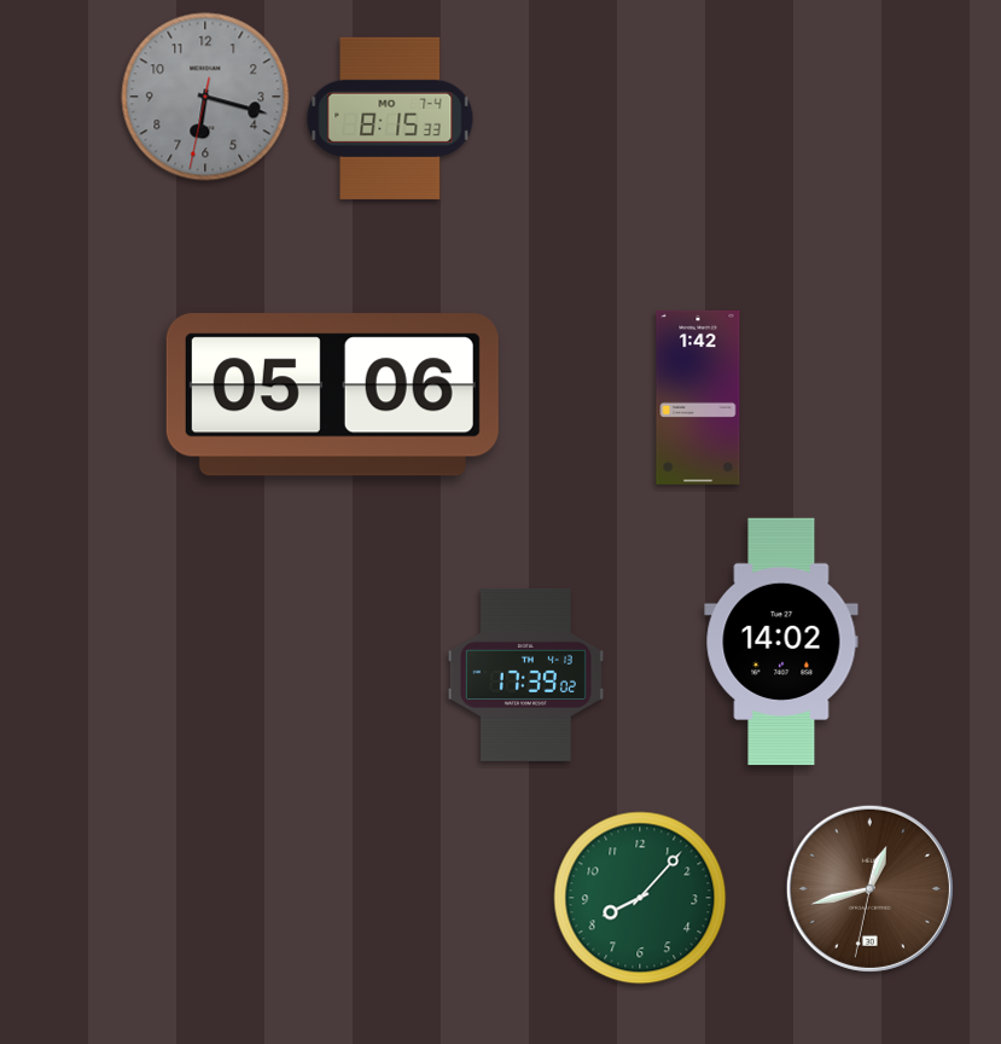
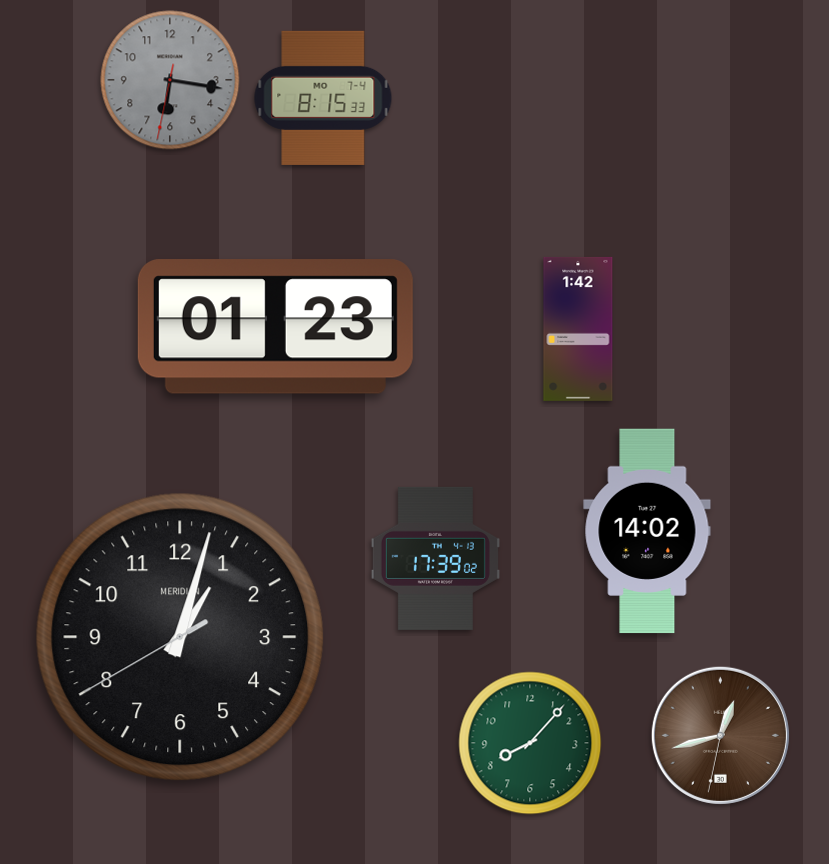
clock at (205, 97): 6:17 -> 6:16
clock at (332, 395): 05:06 -> 01:23
clock at (180, 637): none -> 1:02
